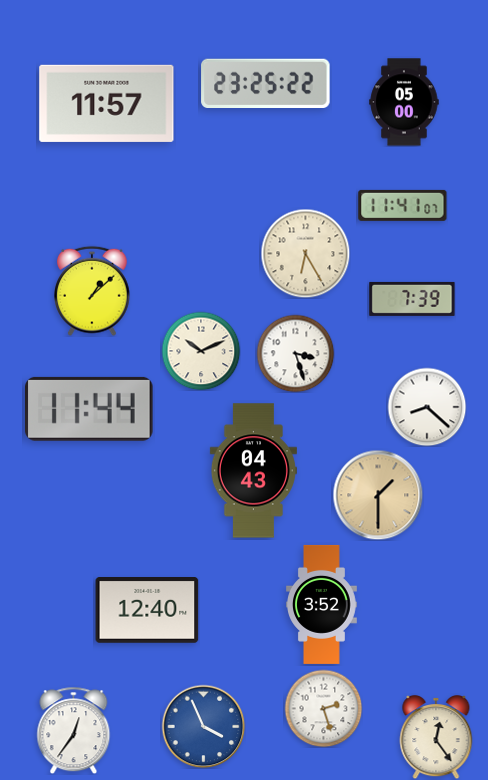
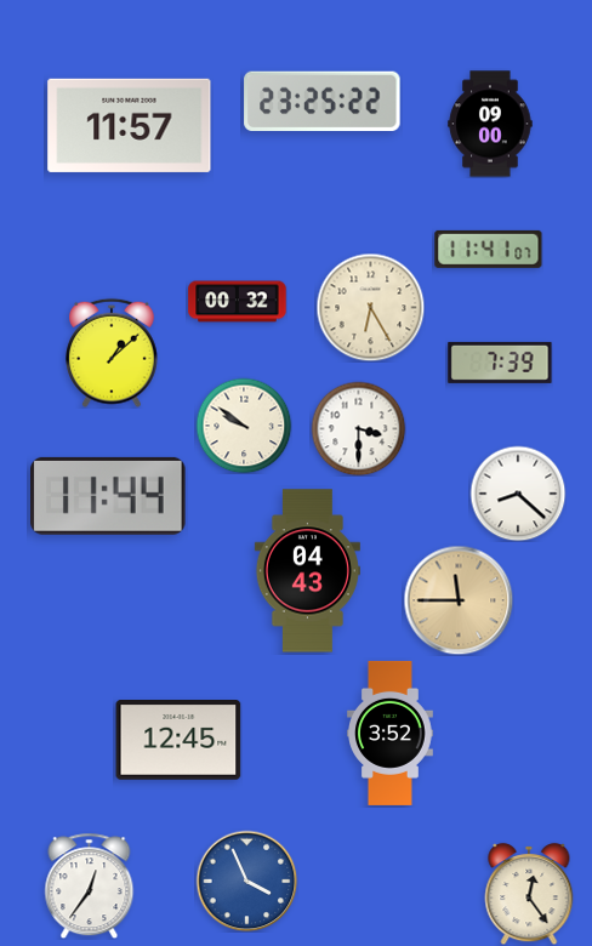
clock at (404, 102): 05:00 -> 09:00
clock at (238, 302): none -> 00:32
clock at (201, 351): 10:11 -> 9:51
clock at (295, 353): 3:27 -> 3:30
clock at (378, 495): 1:30 -> 11:45
clock at (147, 611): 12:40 -> 12:45
clock at (323, 708): 2:27 -> none
